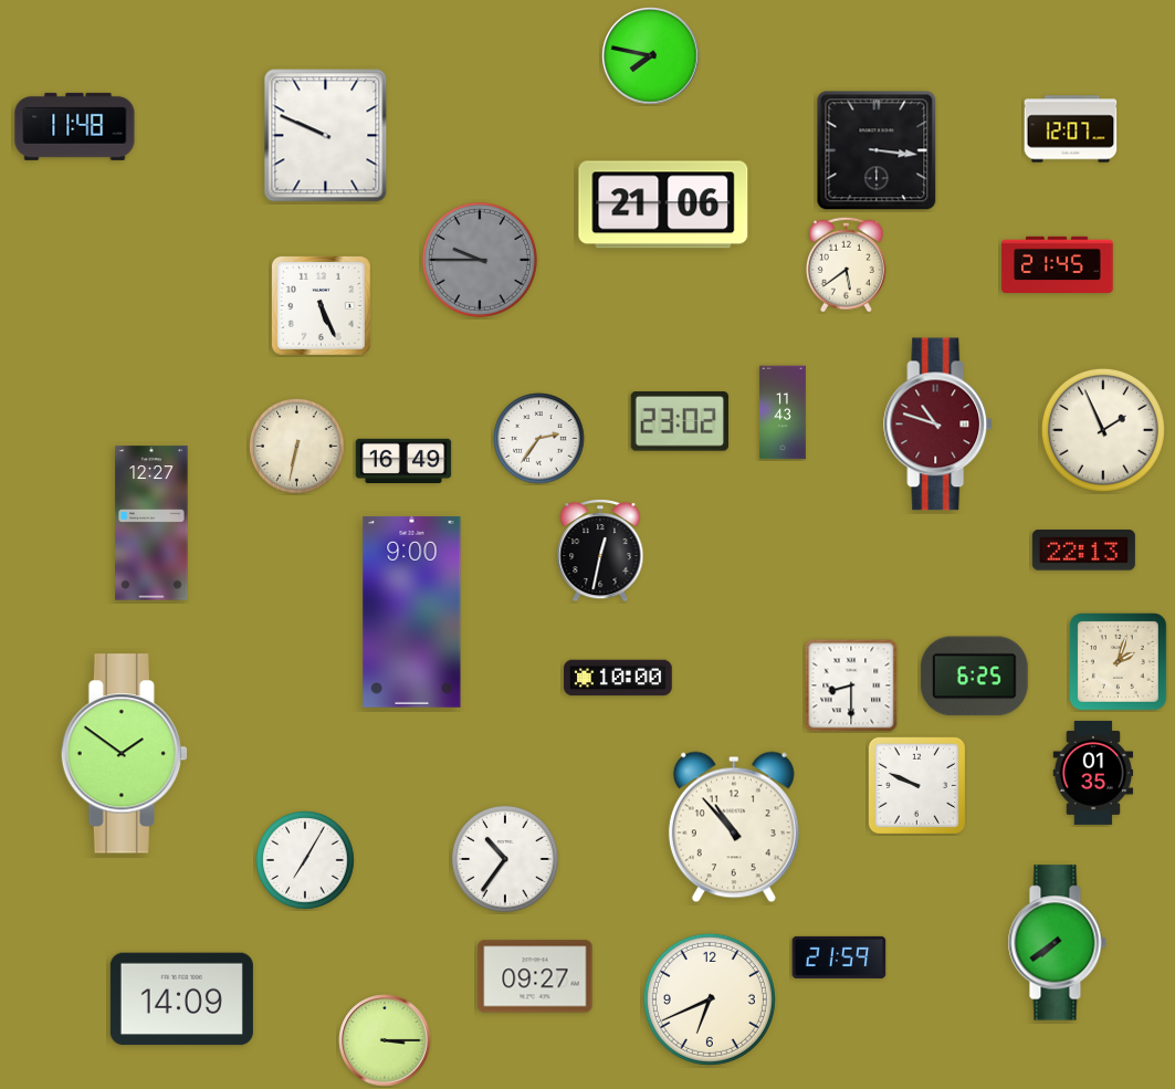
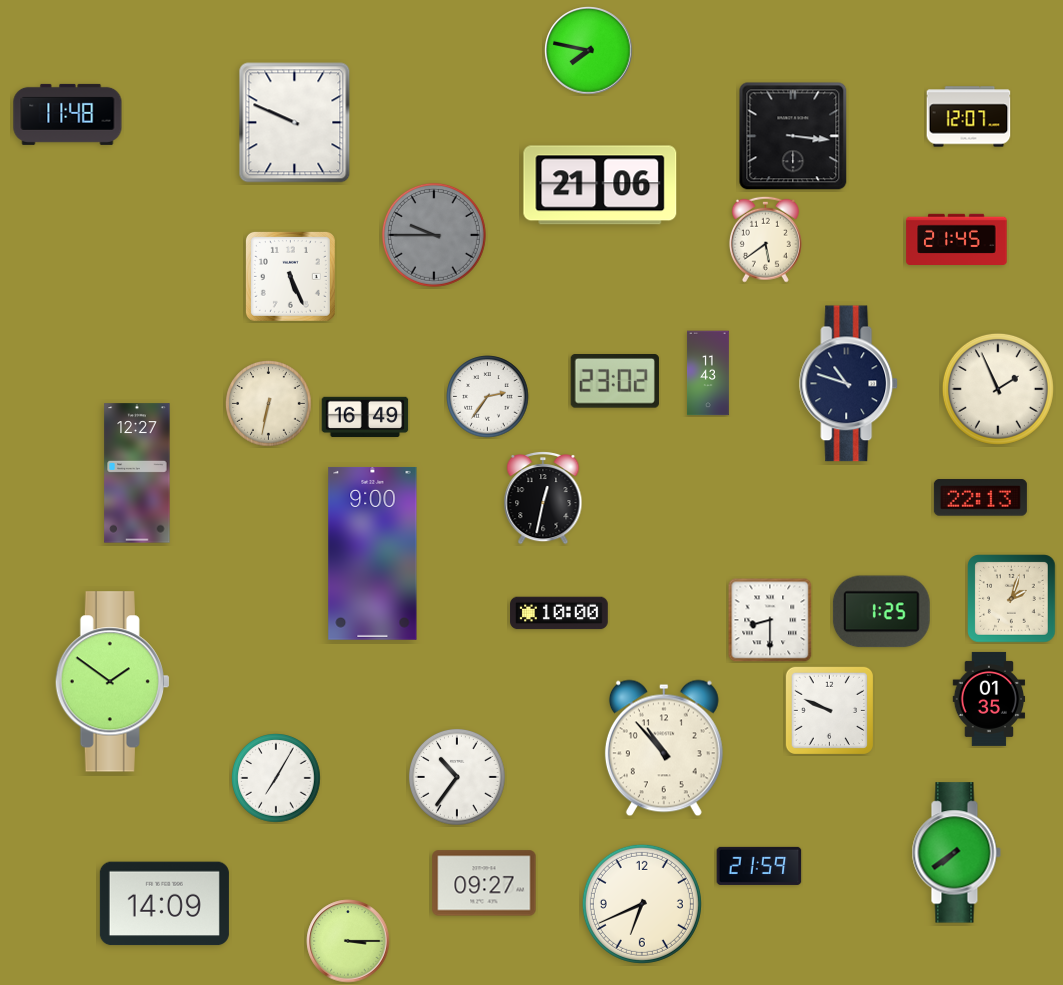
clock at (938, 425) dial: burgundy -> navy
clock at (974, 677): 6:25 -> 1:25
